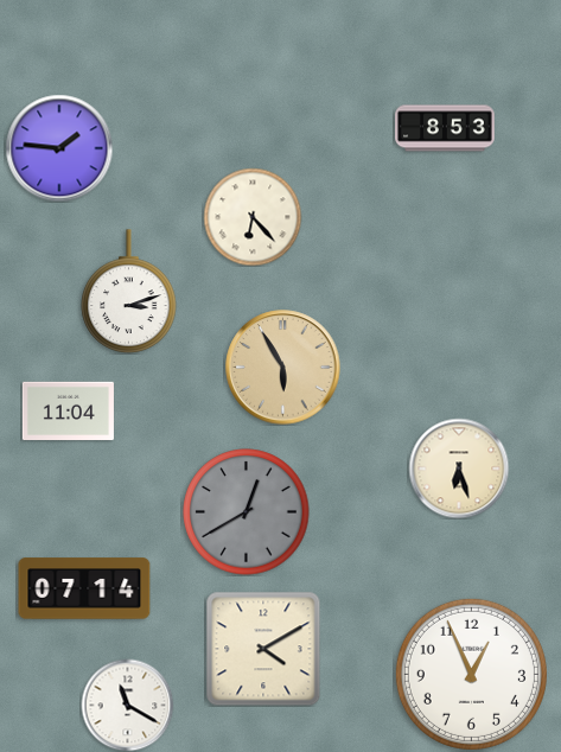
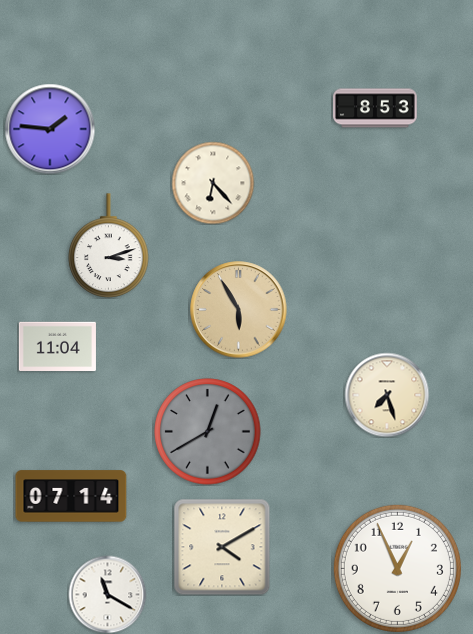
clock at (59, 148) position: (59, 148) -> (50, 129)
clock at (459, 469): 6:27 -> 7:27
